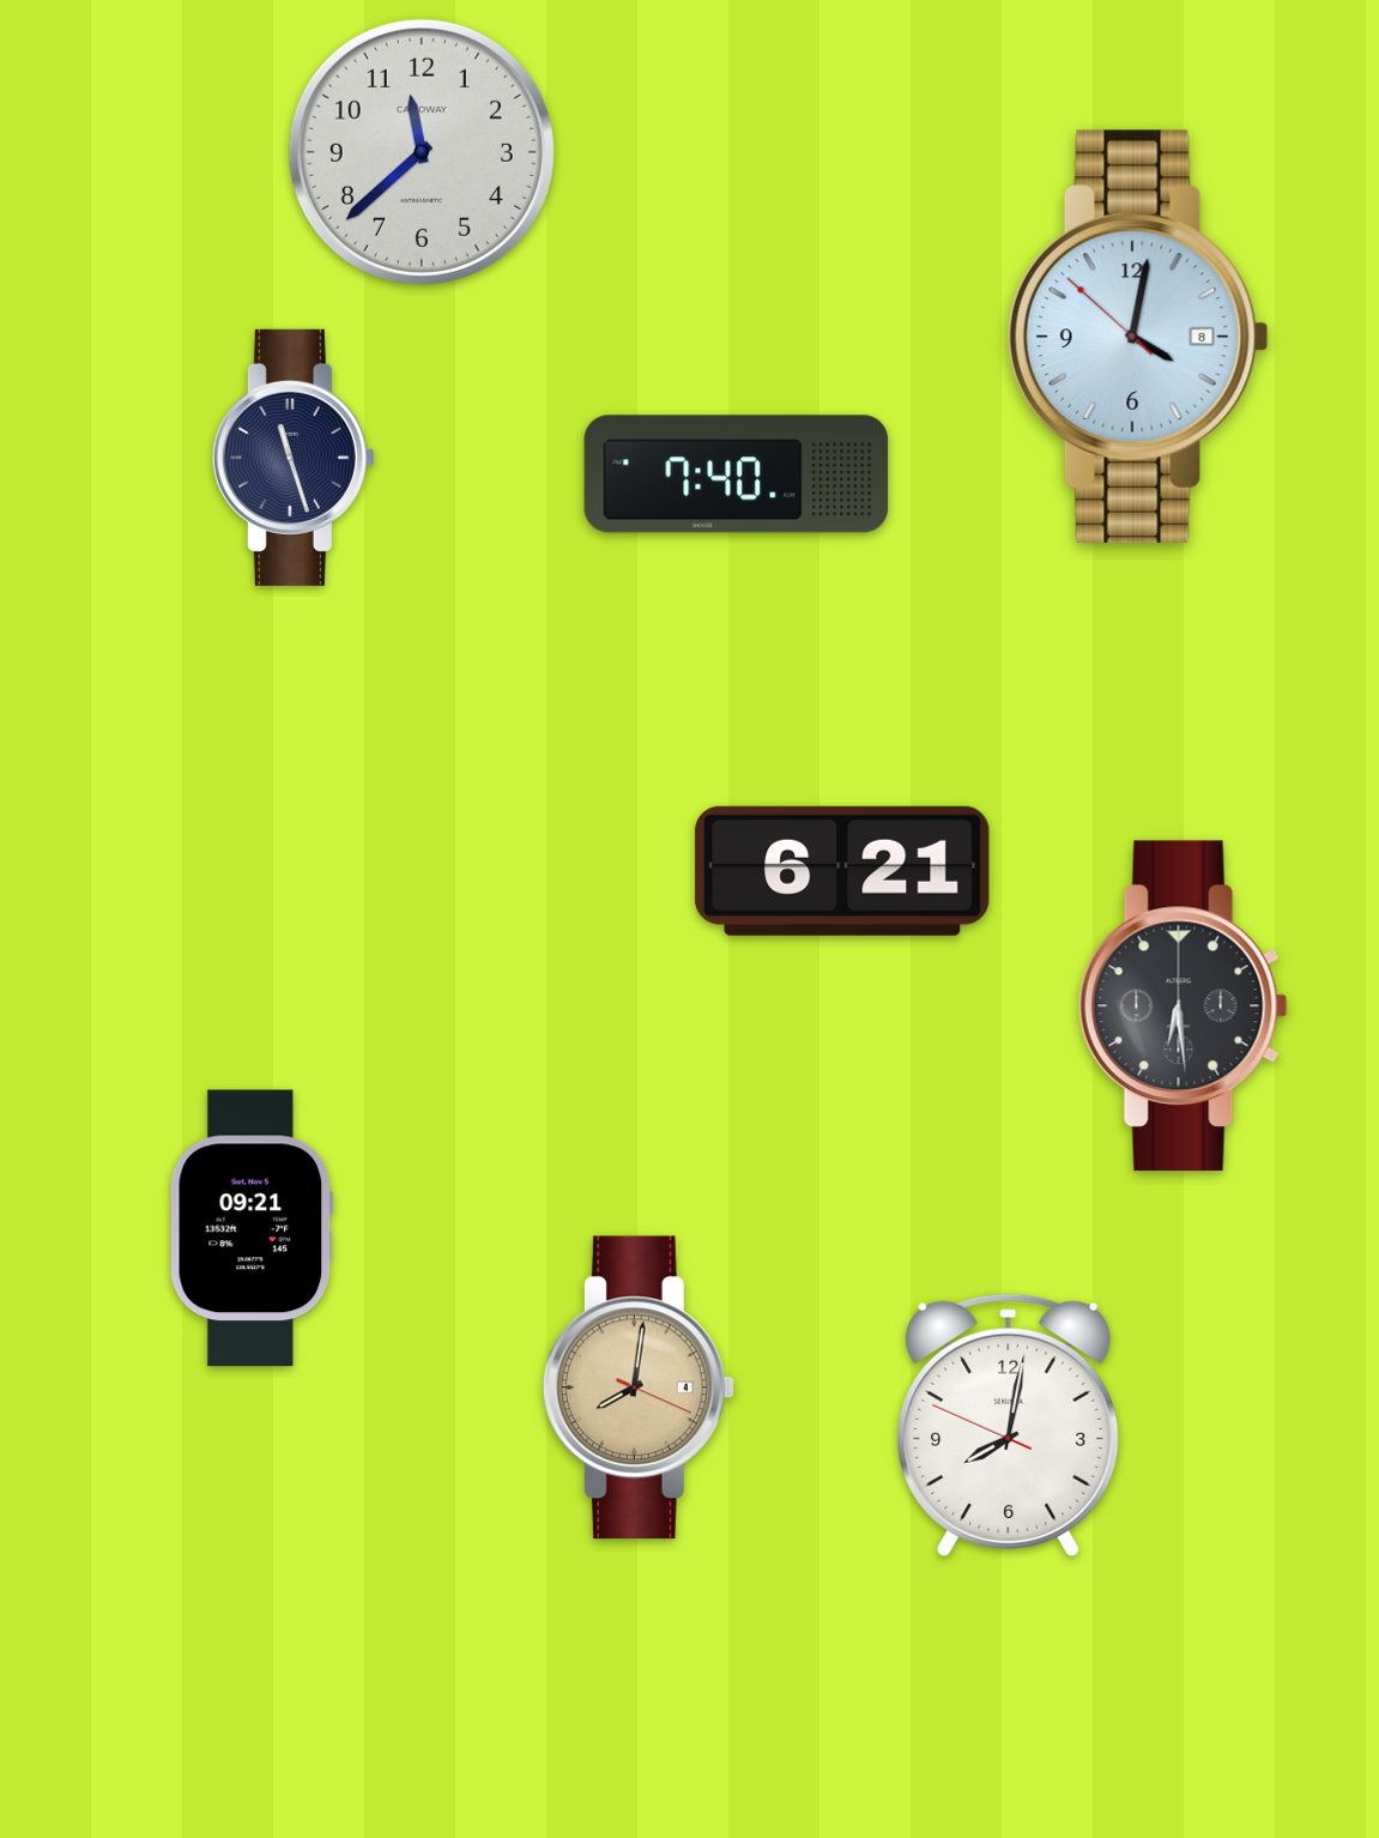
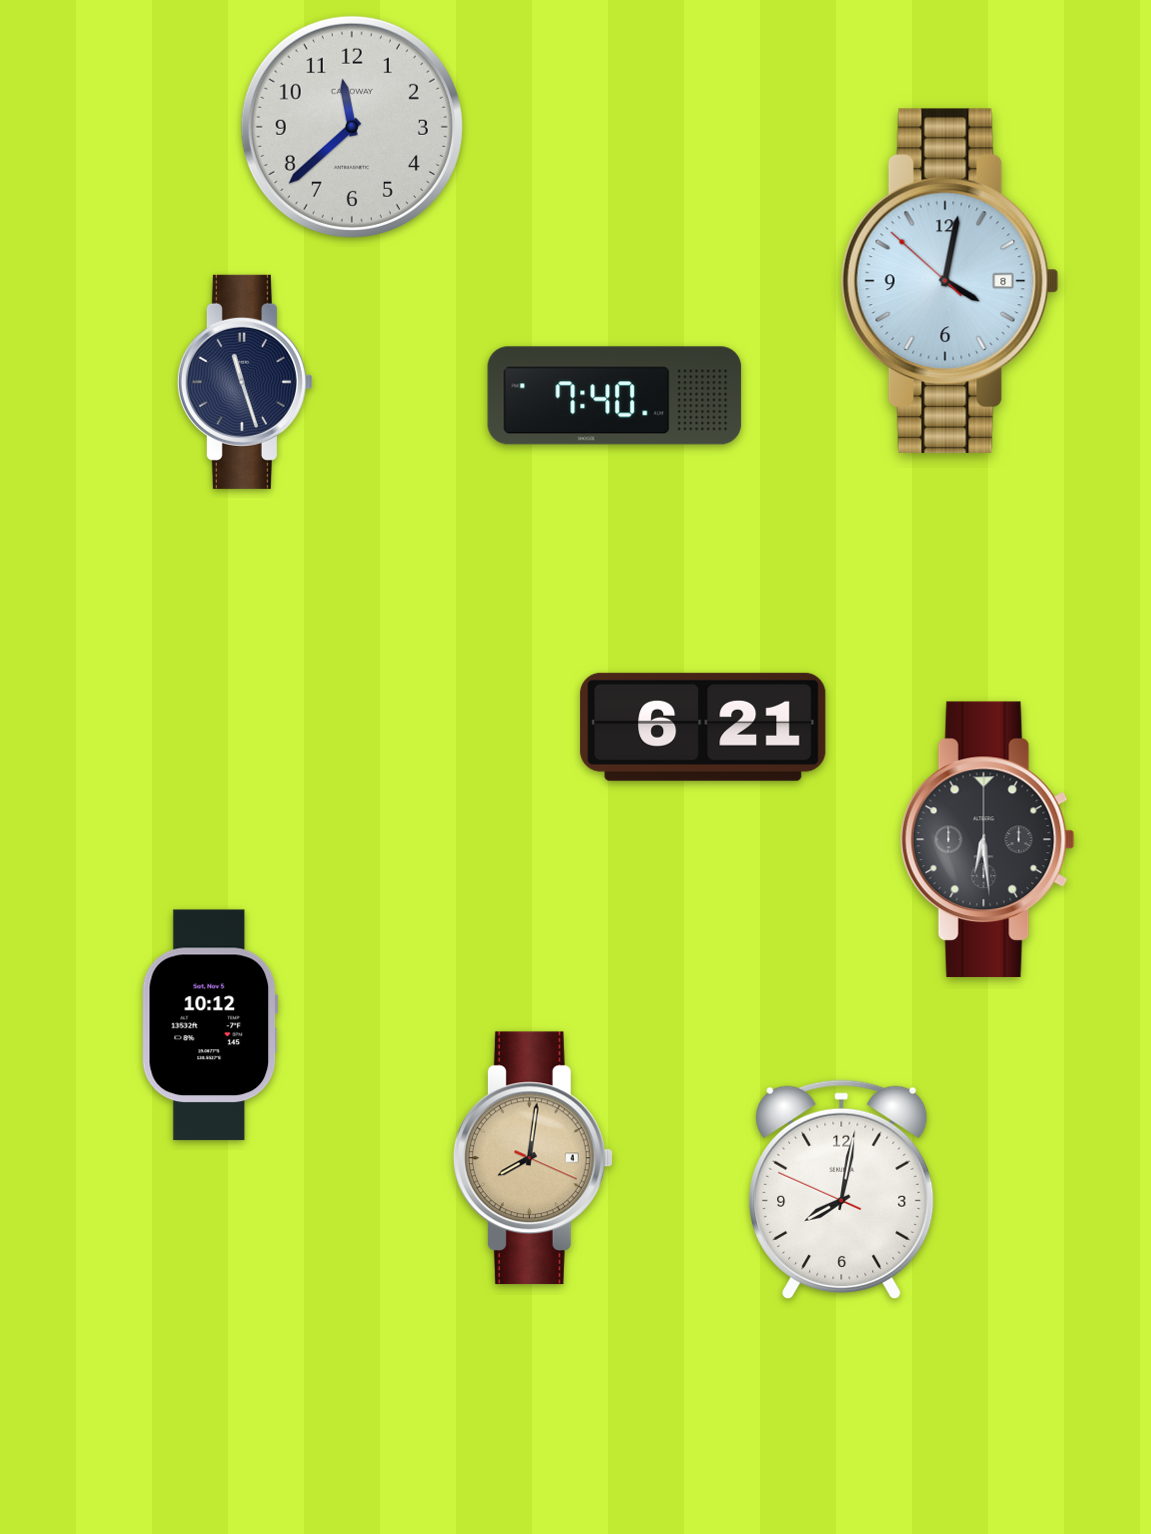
clock at (252, 1228): 09:21 -> 10:12
